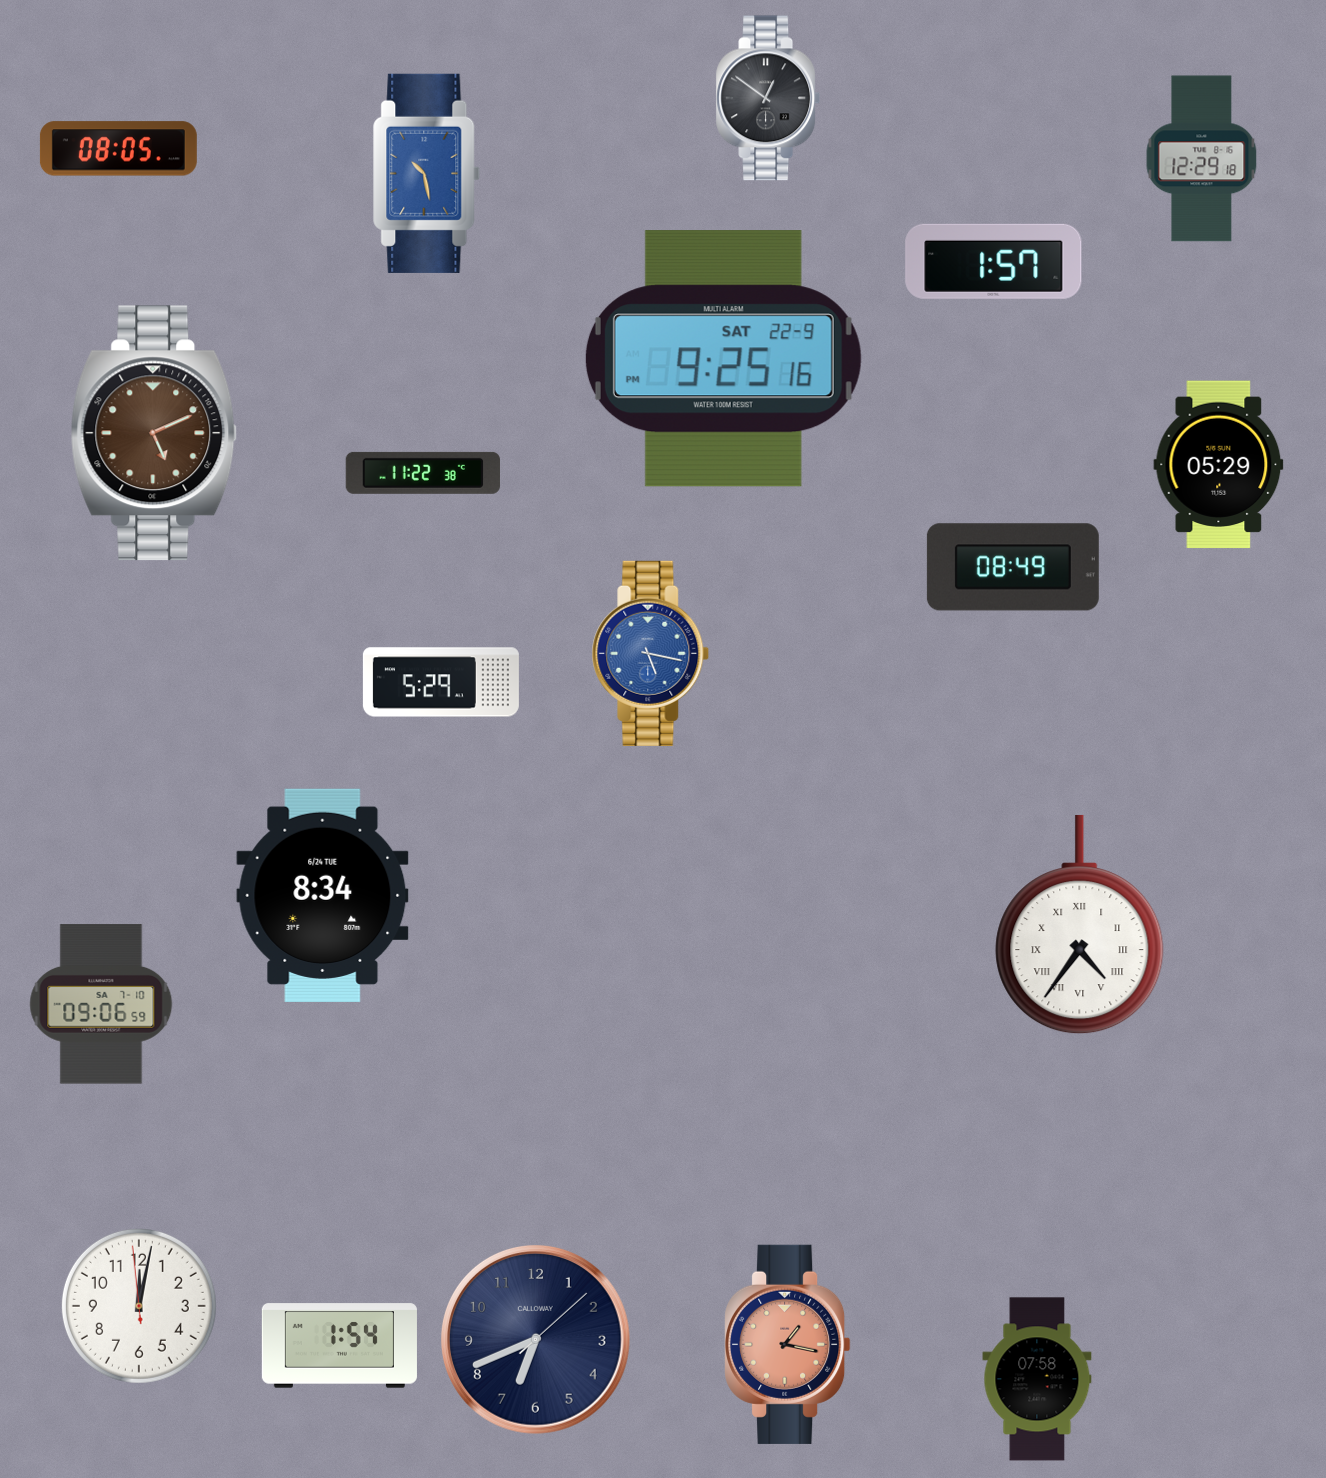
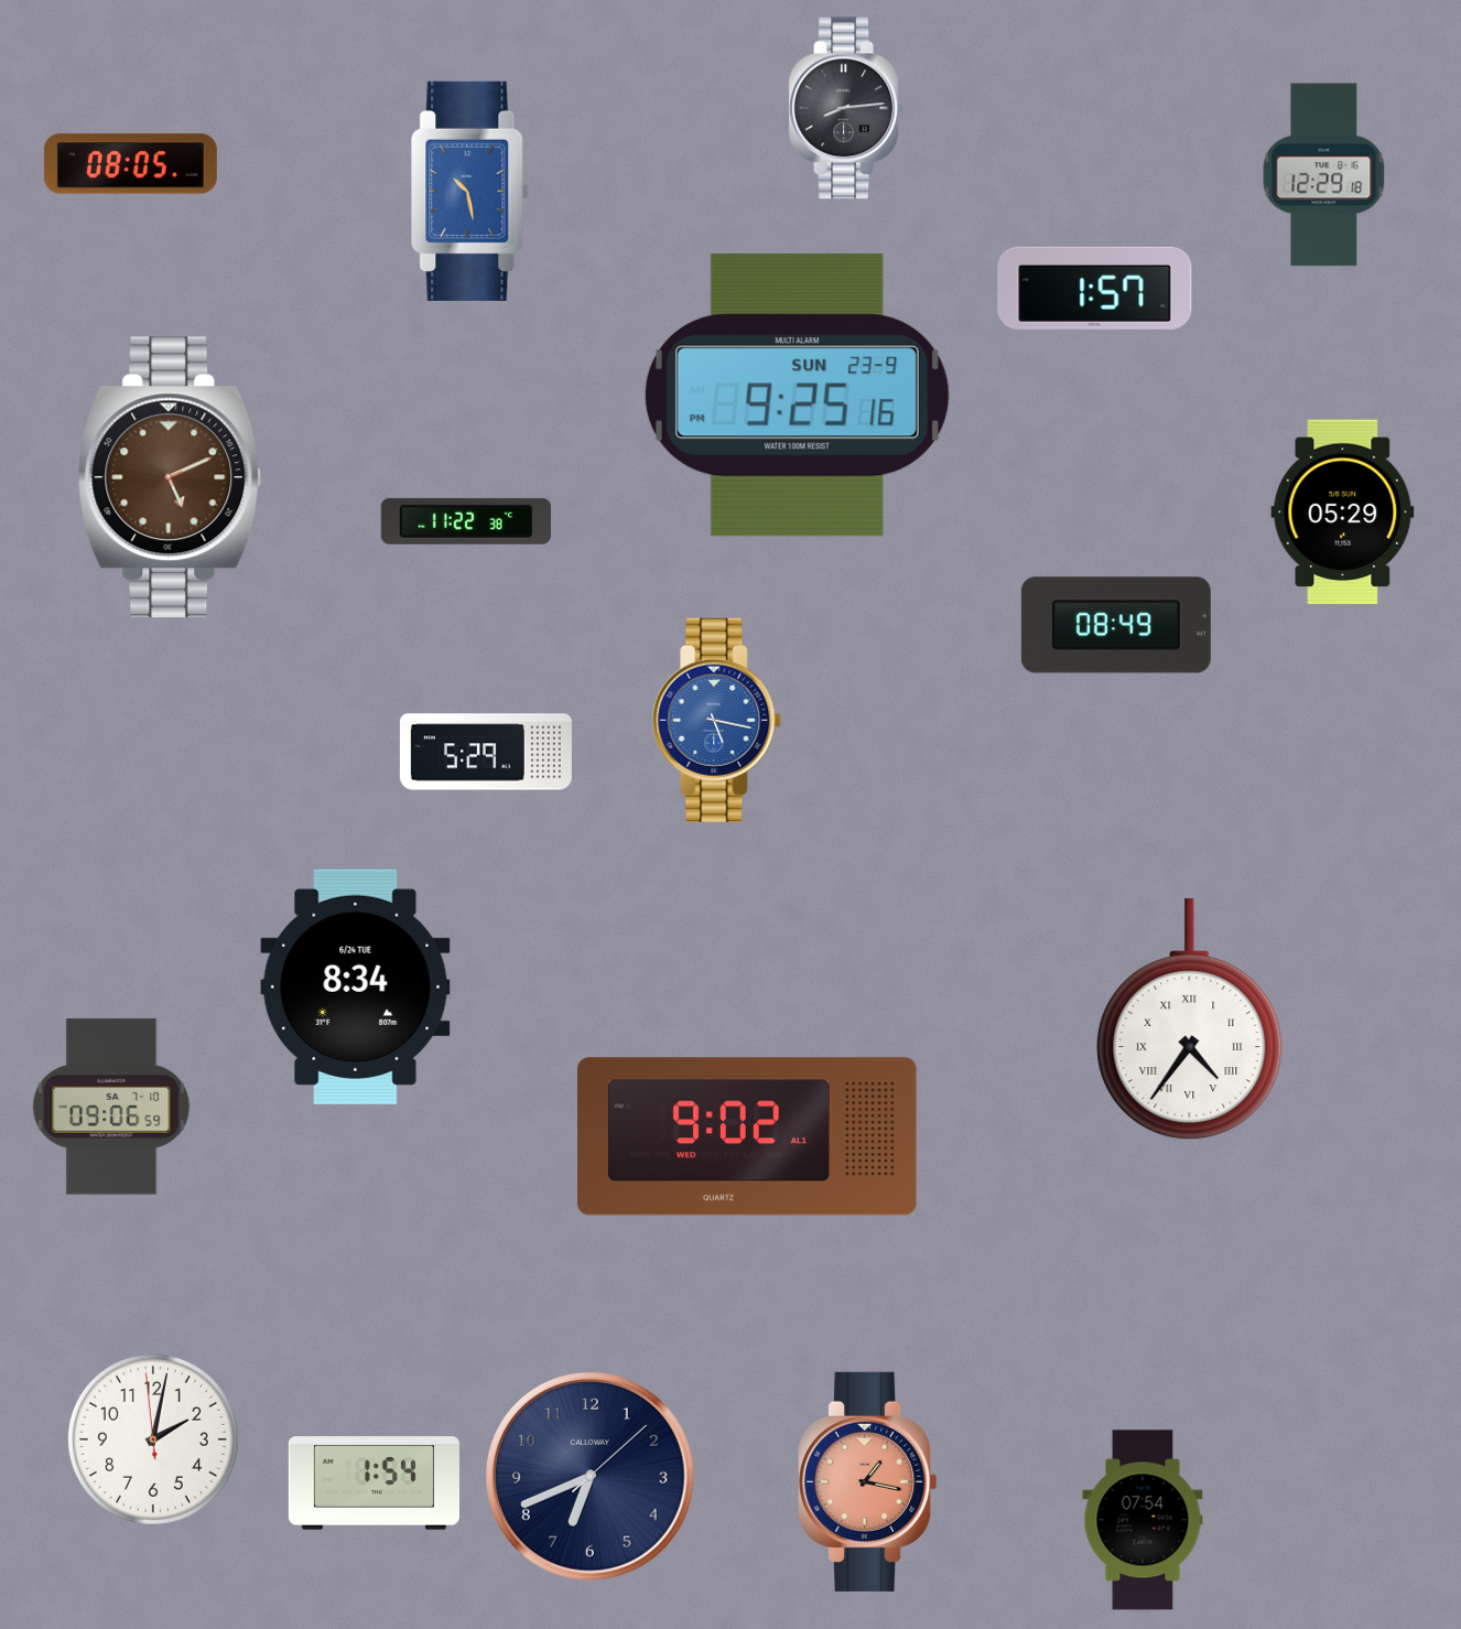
clock at (768, 98): 12:51 -> 8:14
clock at (723, 359) date: SAT 22-9 -> SUN 23-9
clock at (748, 1136): none -> 9:02
clock at (139, 1306): 12:01 -> 2:01
clock at (1037, 1379): 07:58 -> 07:54
